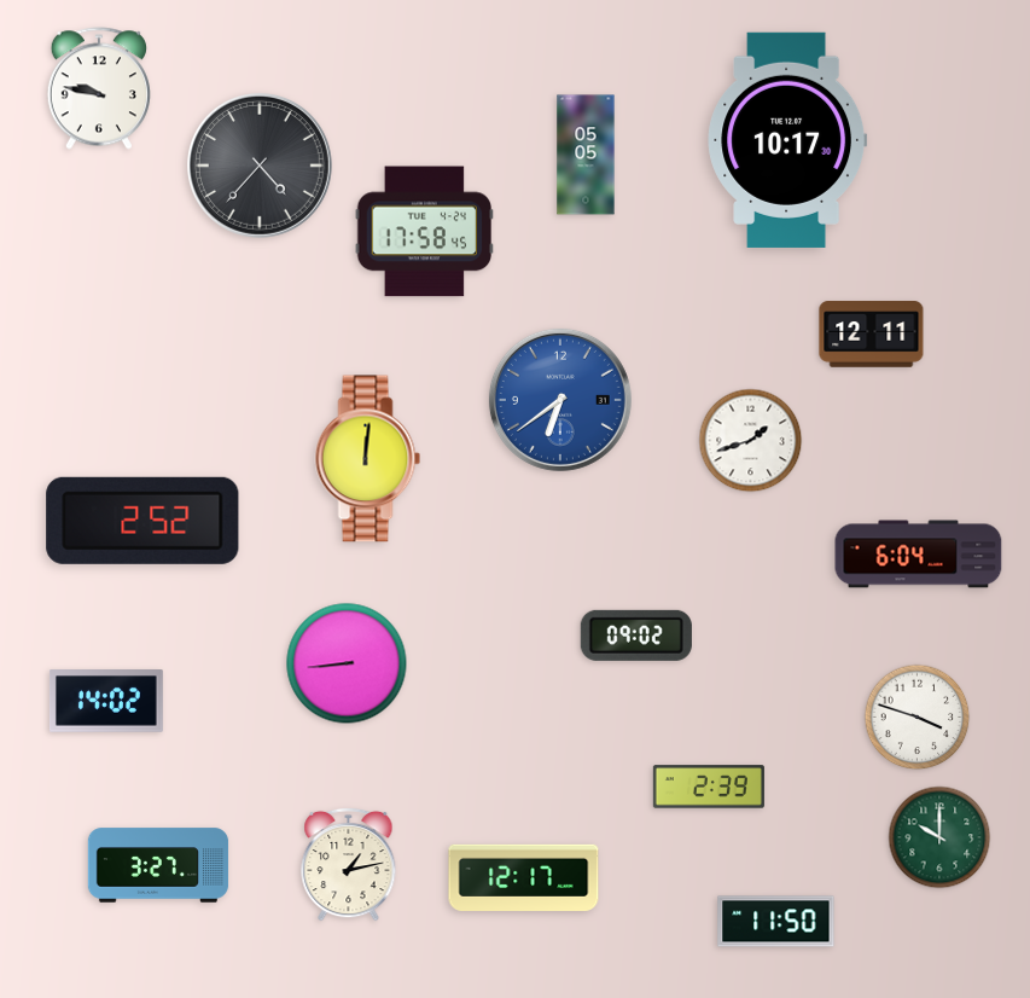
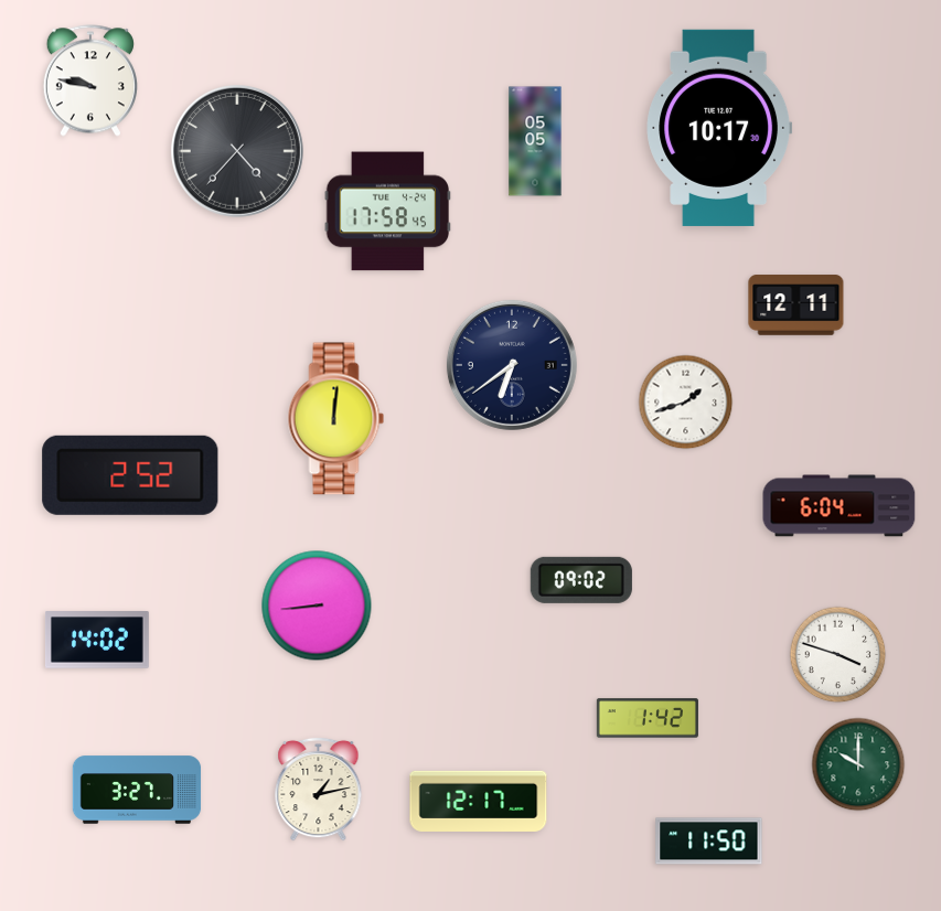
clock at (560, 400) dial: blue -> navy
clock at (709, 787): 2:39 -> 1:42
clock at (158, 865) position: (158, 865) -> (137, 790)
